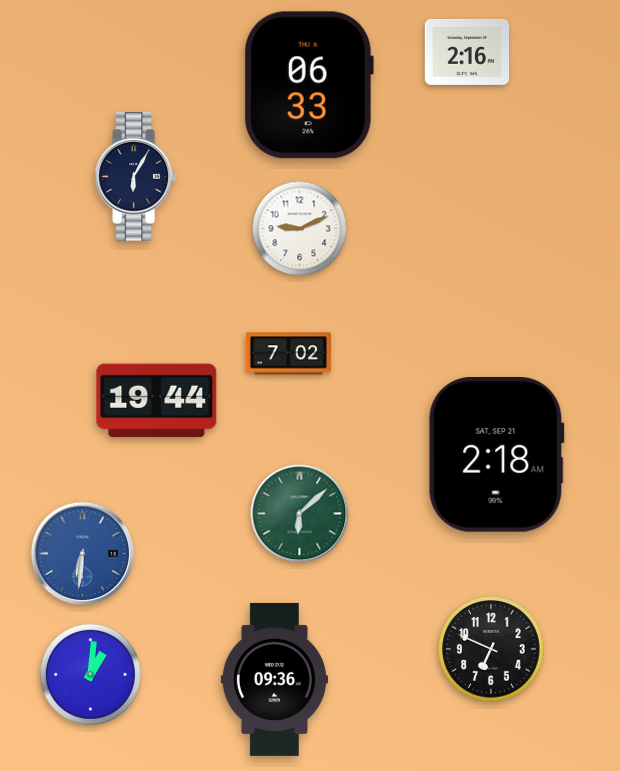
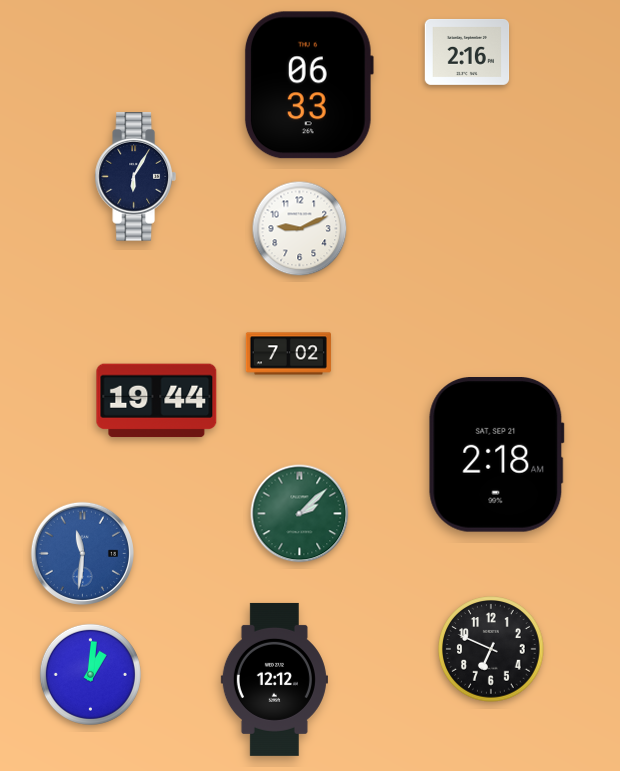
clock at (300, 514): 6:08 -> 2:08
clock at (82, 553): 6:31 -> 11:31
clock at (274, 679): 09:36 -> 12:12
